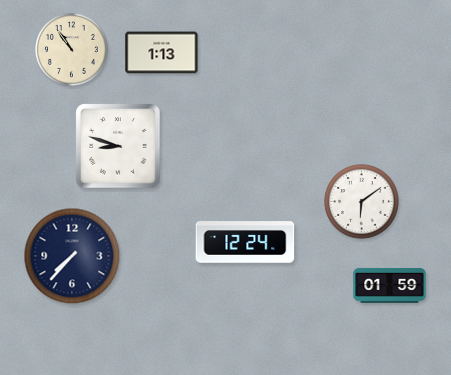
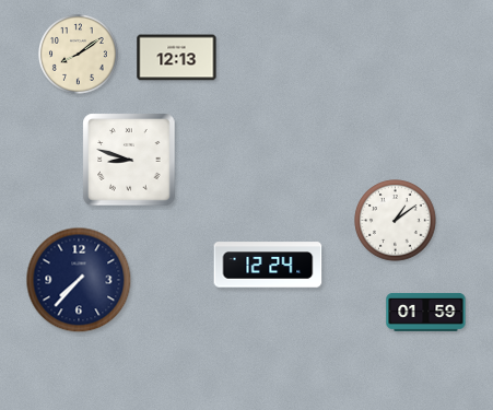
clock at (72, 50): 10:54 -> 8:09
clock at (162, 53): 1:13 -> 12:13
clock at (362, 202): 6:09 -> 1:09
